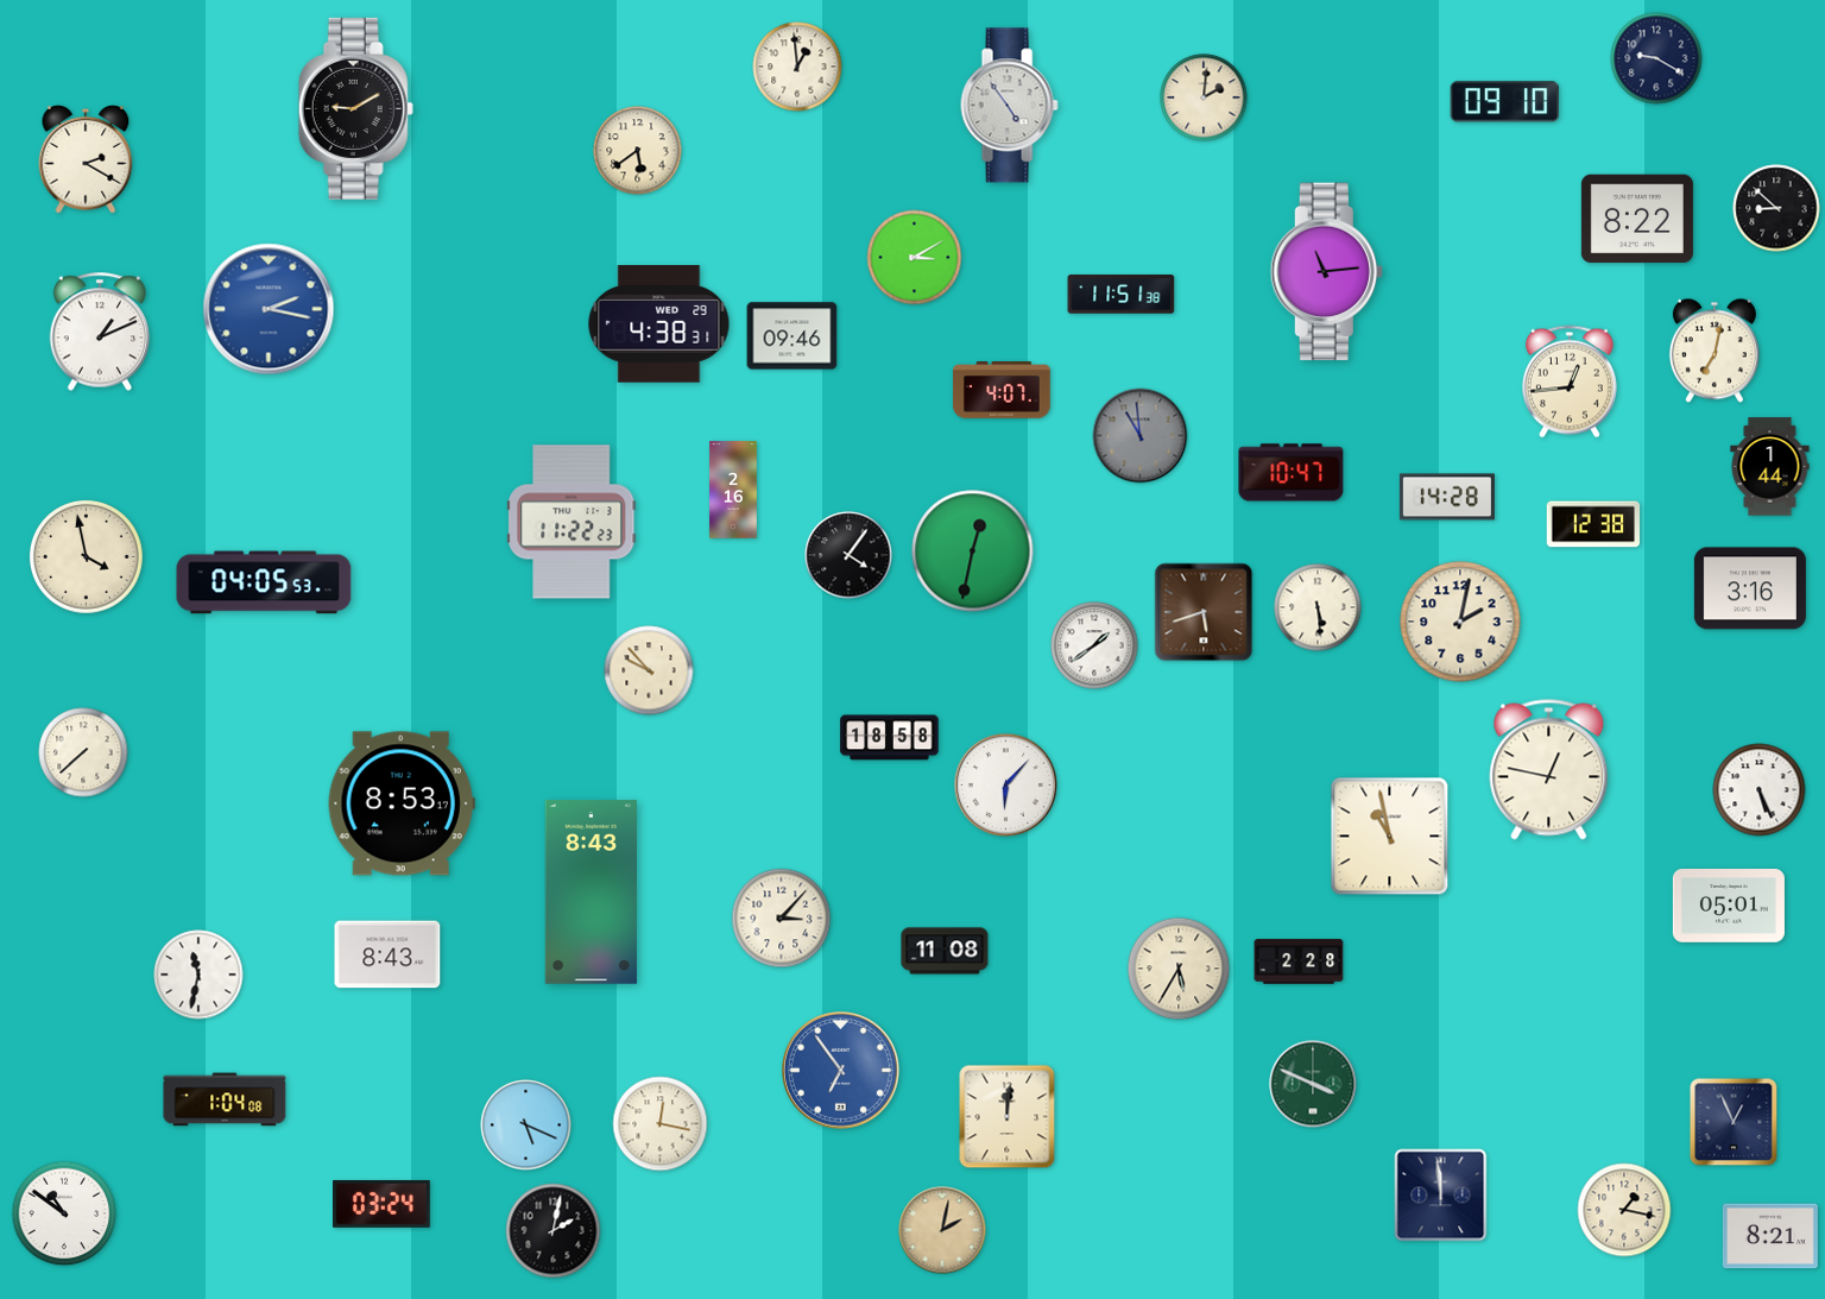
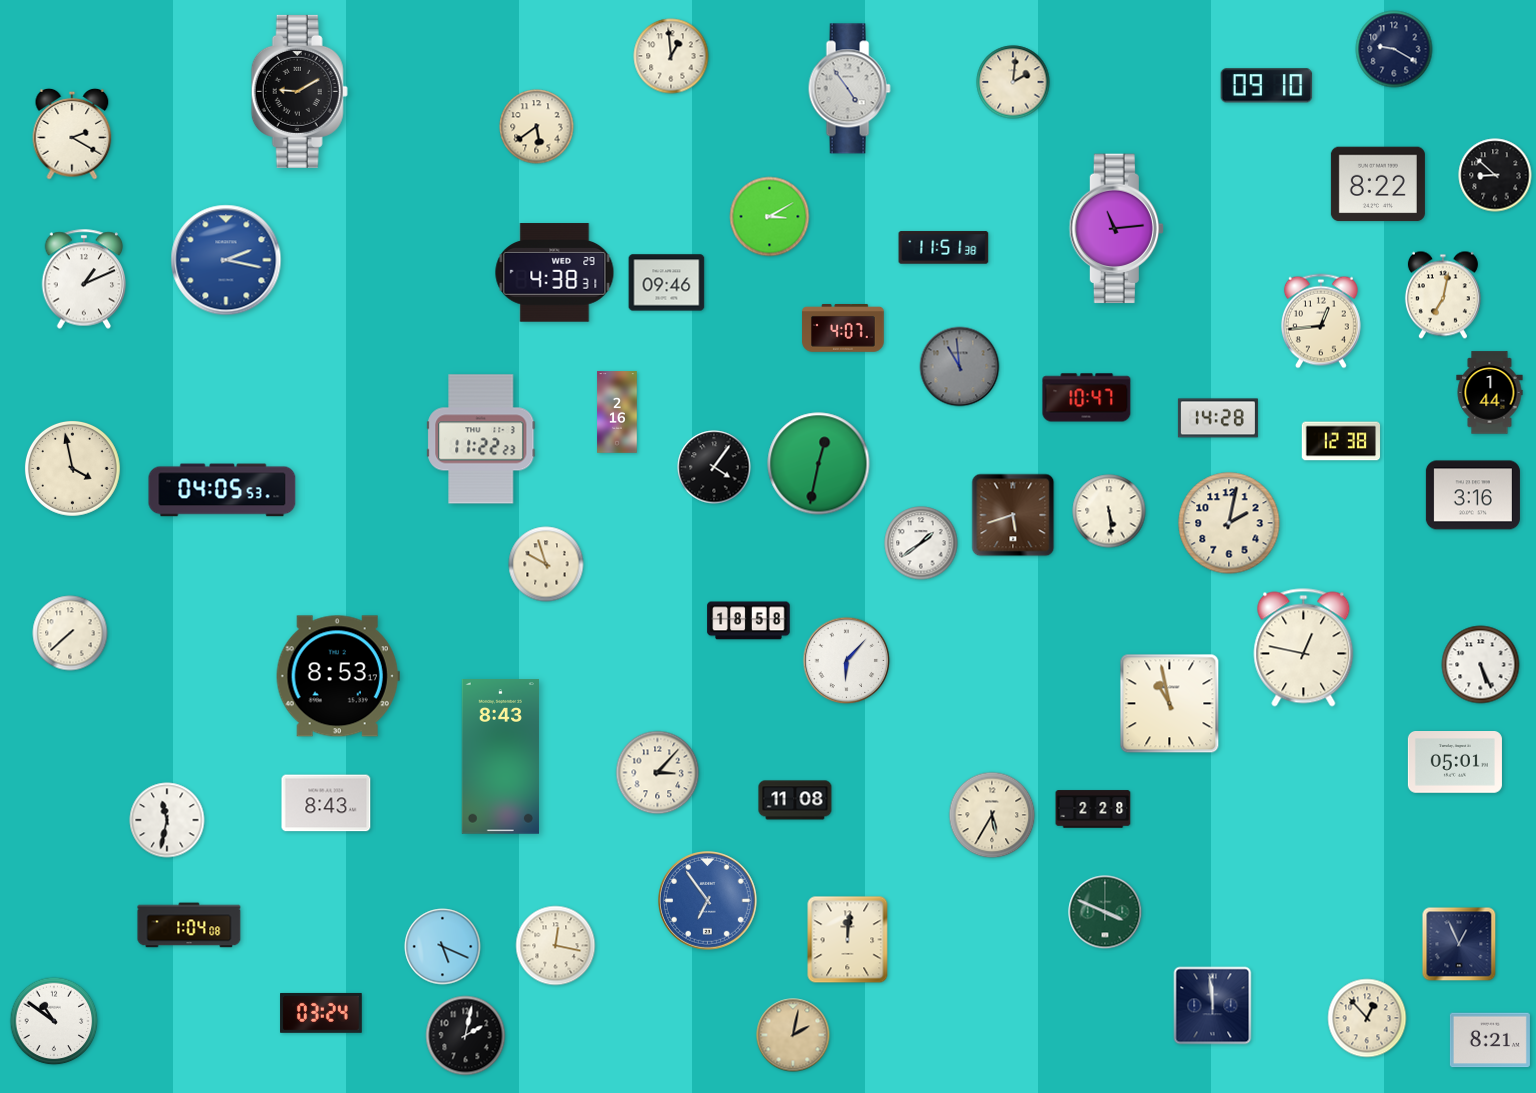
clock at (649, 670): 9:53 -> 9:57
clock at (591, 893) position: (591, 893) -> (500, 757)
clock at (1624, 1210): 1:17 -> 12:53
